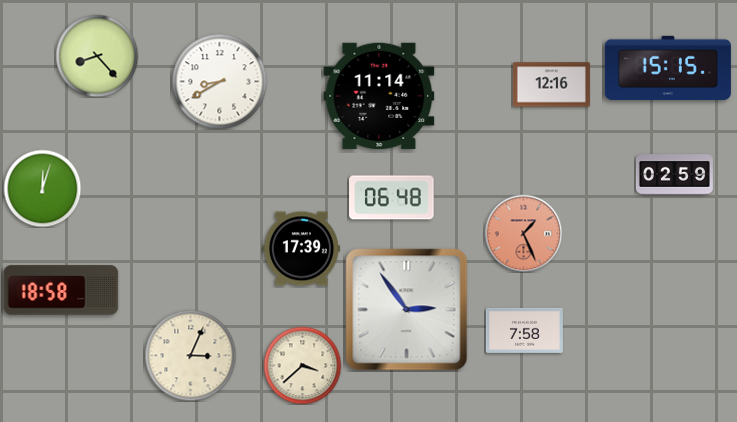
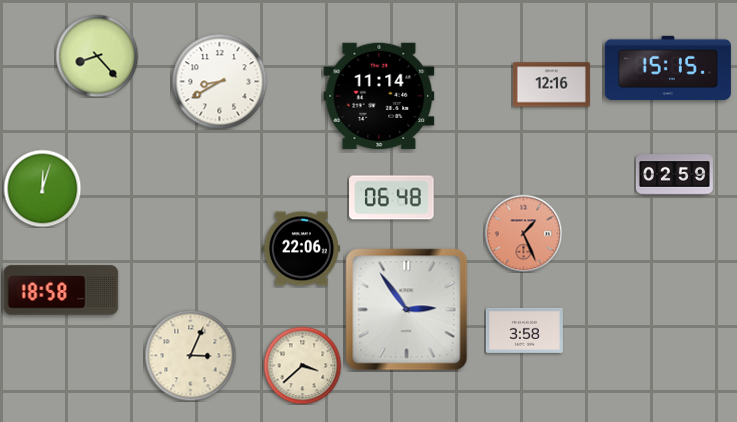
clock at (301, 249): 17:39 -> 22:06
clock at (524, 330): 7:58 -> 3:58
